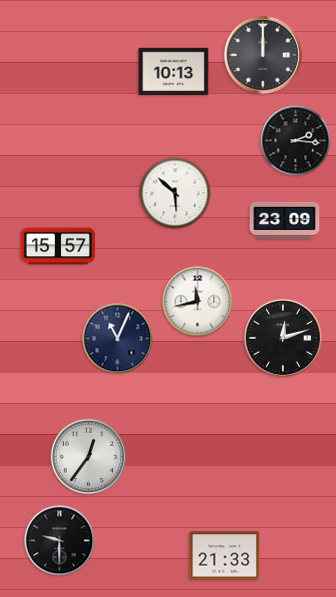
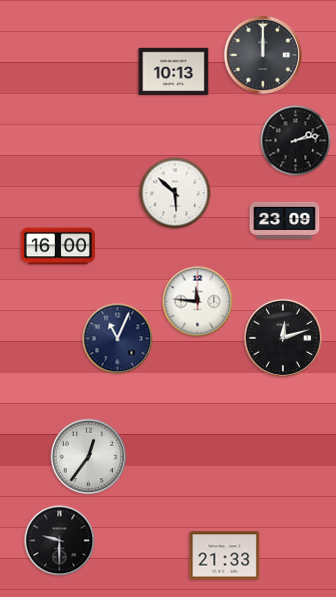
clock at (296, 141): 2:16 -> 2:13
clock at (58, 246): 15:57 -> 16:00
clock at (198, 302): 11:43 -> 11:46
